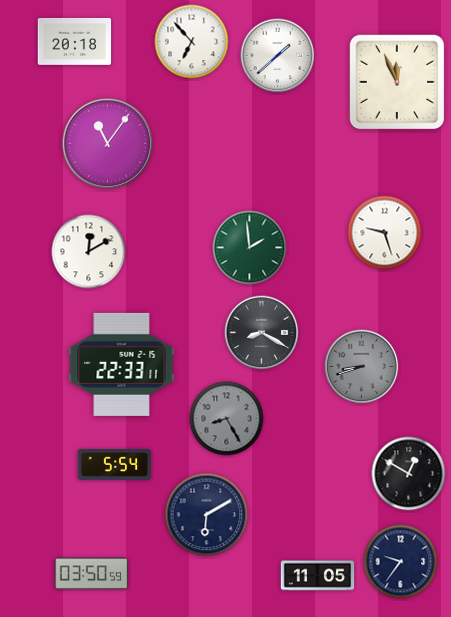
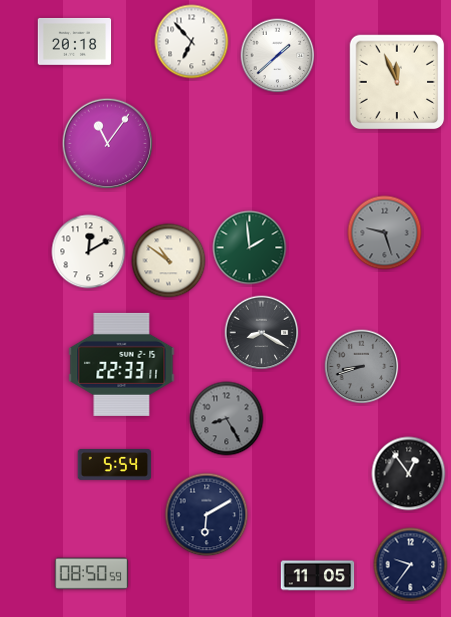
clock at (385, 233) dial: white -> grey
clock at (169, 261): none -> 10:51
clock at (409, 474): 12:50 -> 12:54
clock at (401, 562) position: (401, 562) -> (411, 565)
clock at (92, 574): 03:50 -> 08:50
